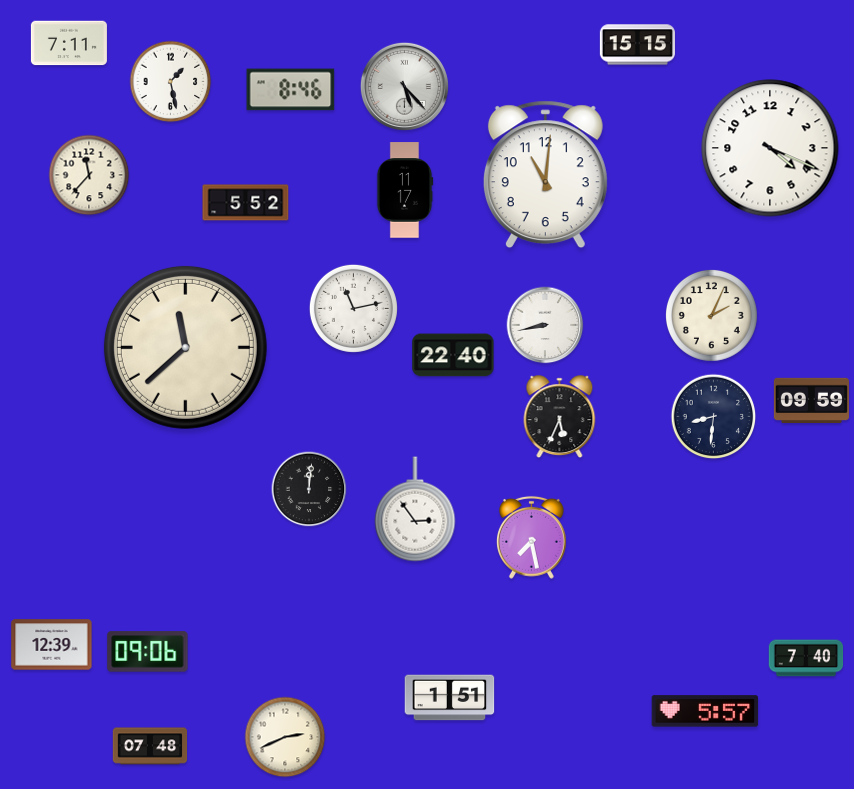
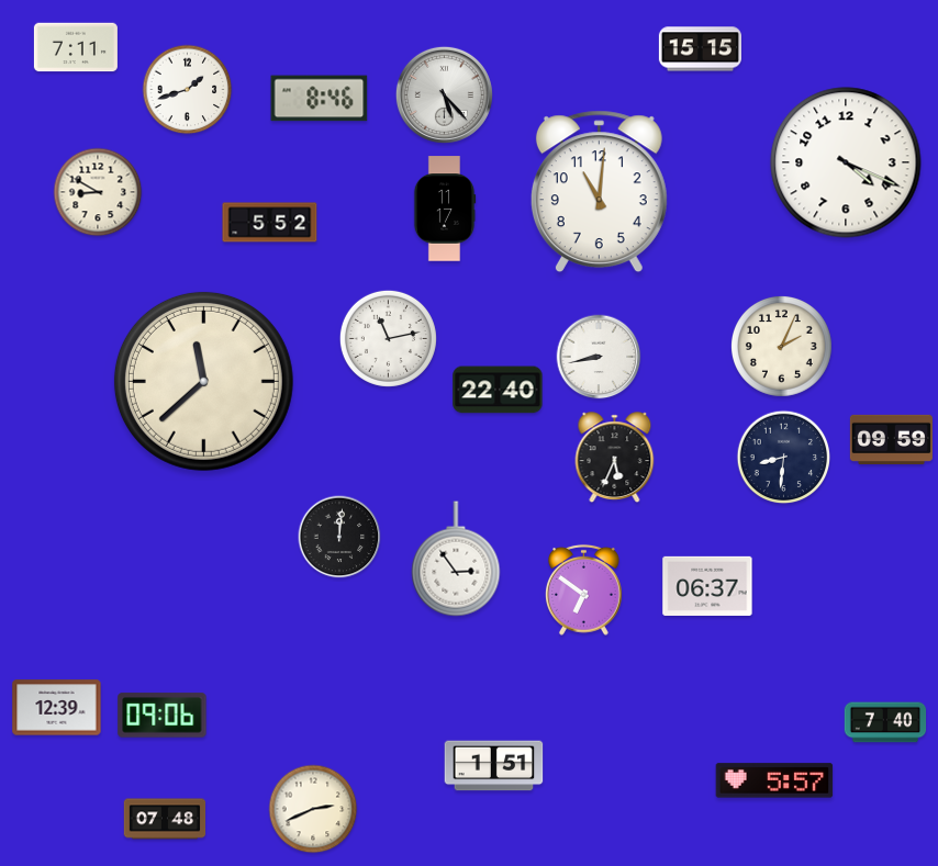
clock at (171, 82): 1:28 -> 1:42
clock at (89, 175): 11:37 -> 8:50
clock at (707, 586): none -> 06:37
clock at (531, 537): 7:28 -> 6:51
